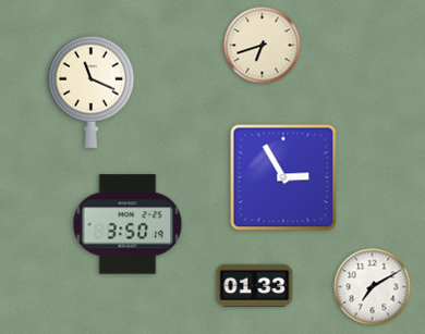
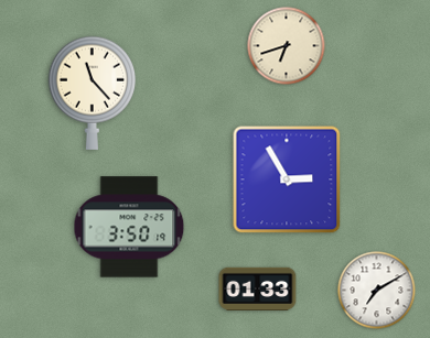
clock at (263, 46) position: (263, 46) -> (287, 46)
clock at (92, 91): 11:19 -> 11:23
